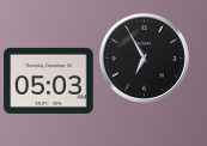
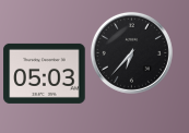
clock at (144, 57): 6:55 -> 6:37
